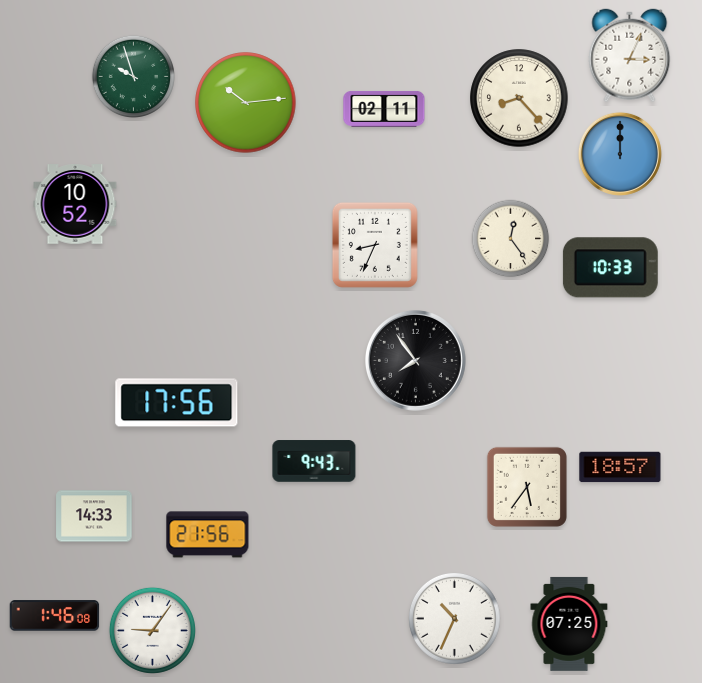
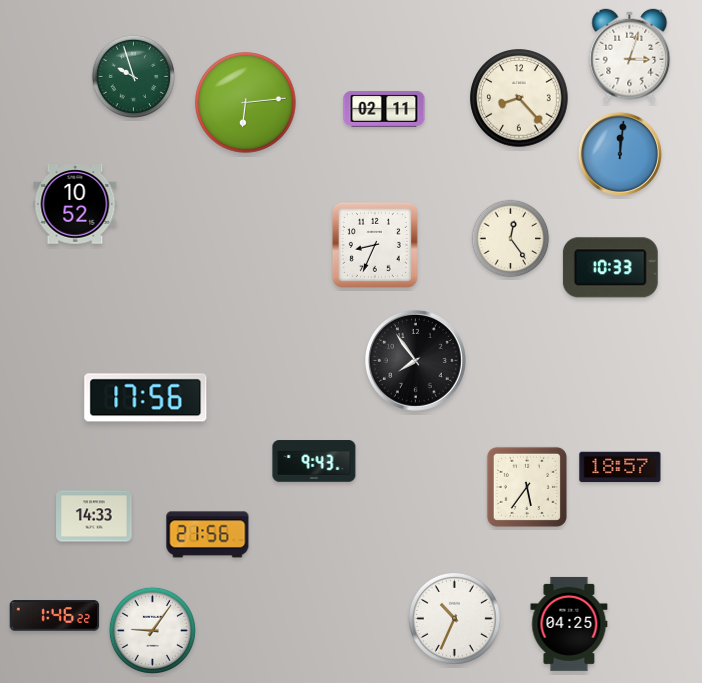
clock at (630, 56): 3:04 -> 3:03
clock at (246, 103): 10:14 -> 6:14
clock at (620, 154): 12:00 -> 12:01
clock at (177, 403) position: (177, 403) -> (146, 398)
clock at (55, 616): 1:46:08 -> 1:46:22
clock at (569, 624): 07:25 -> 04:25
